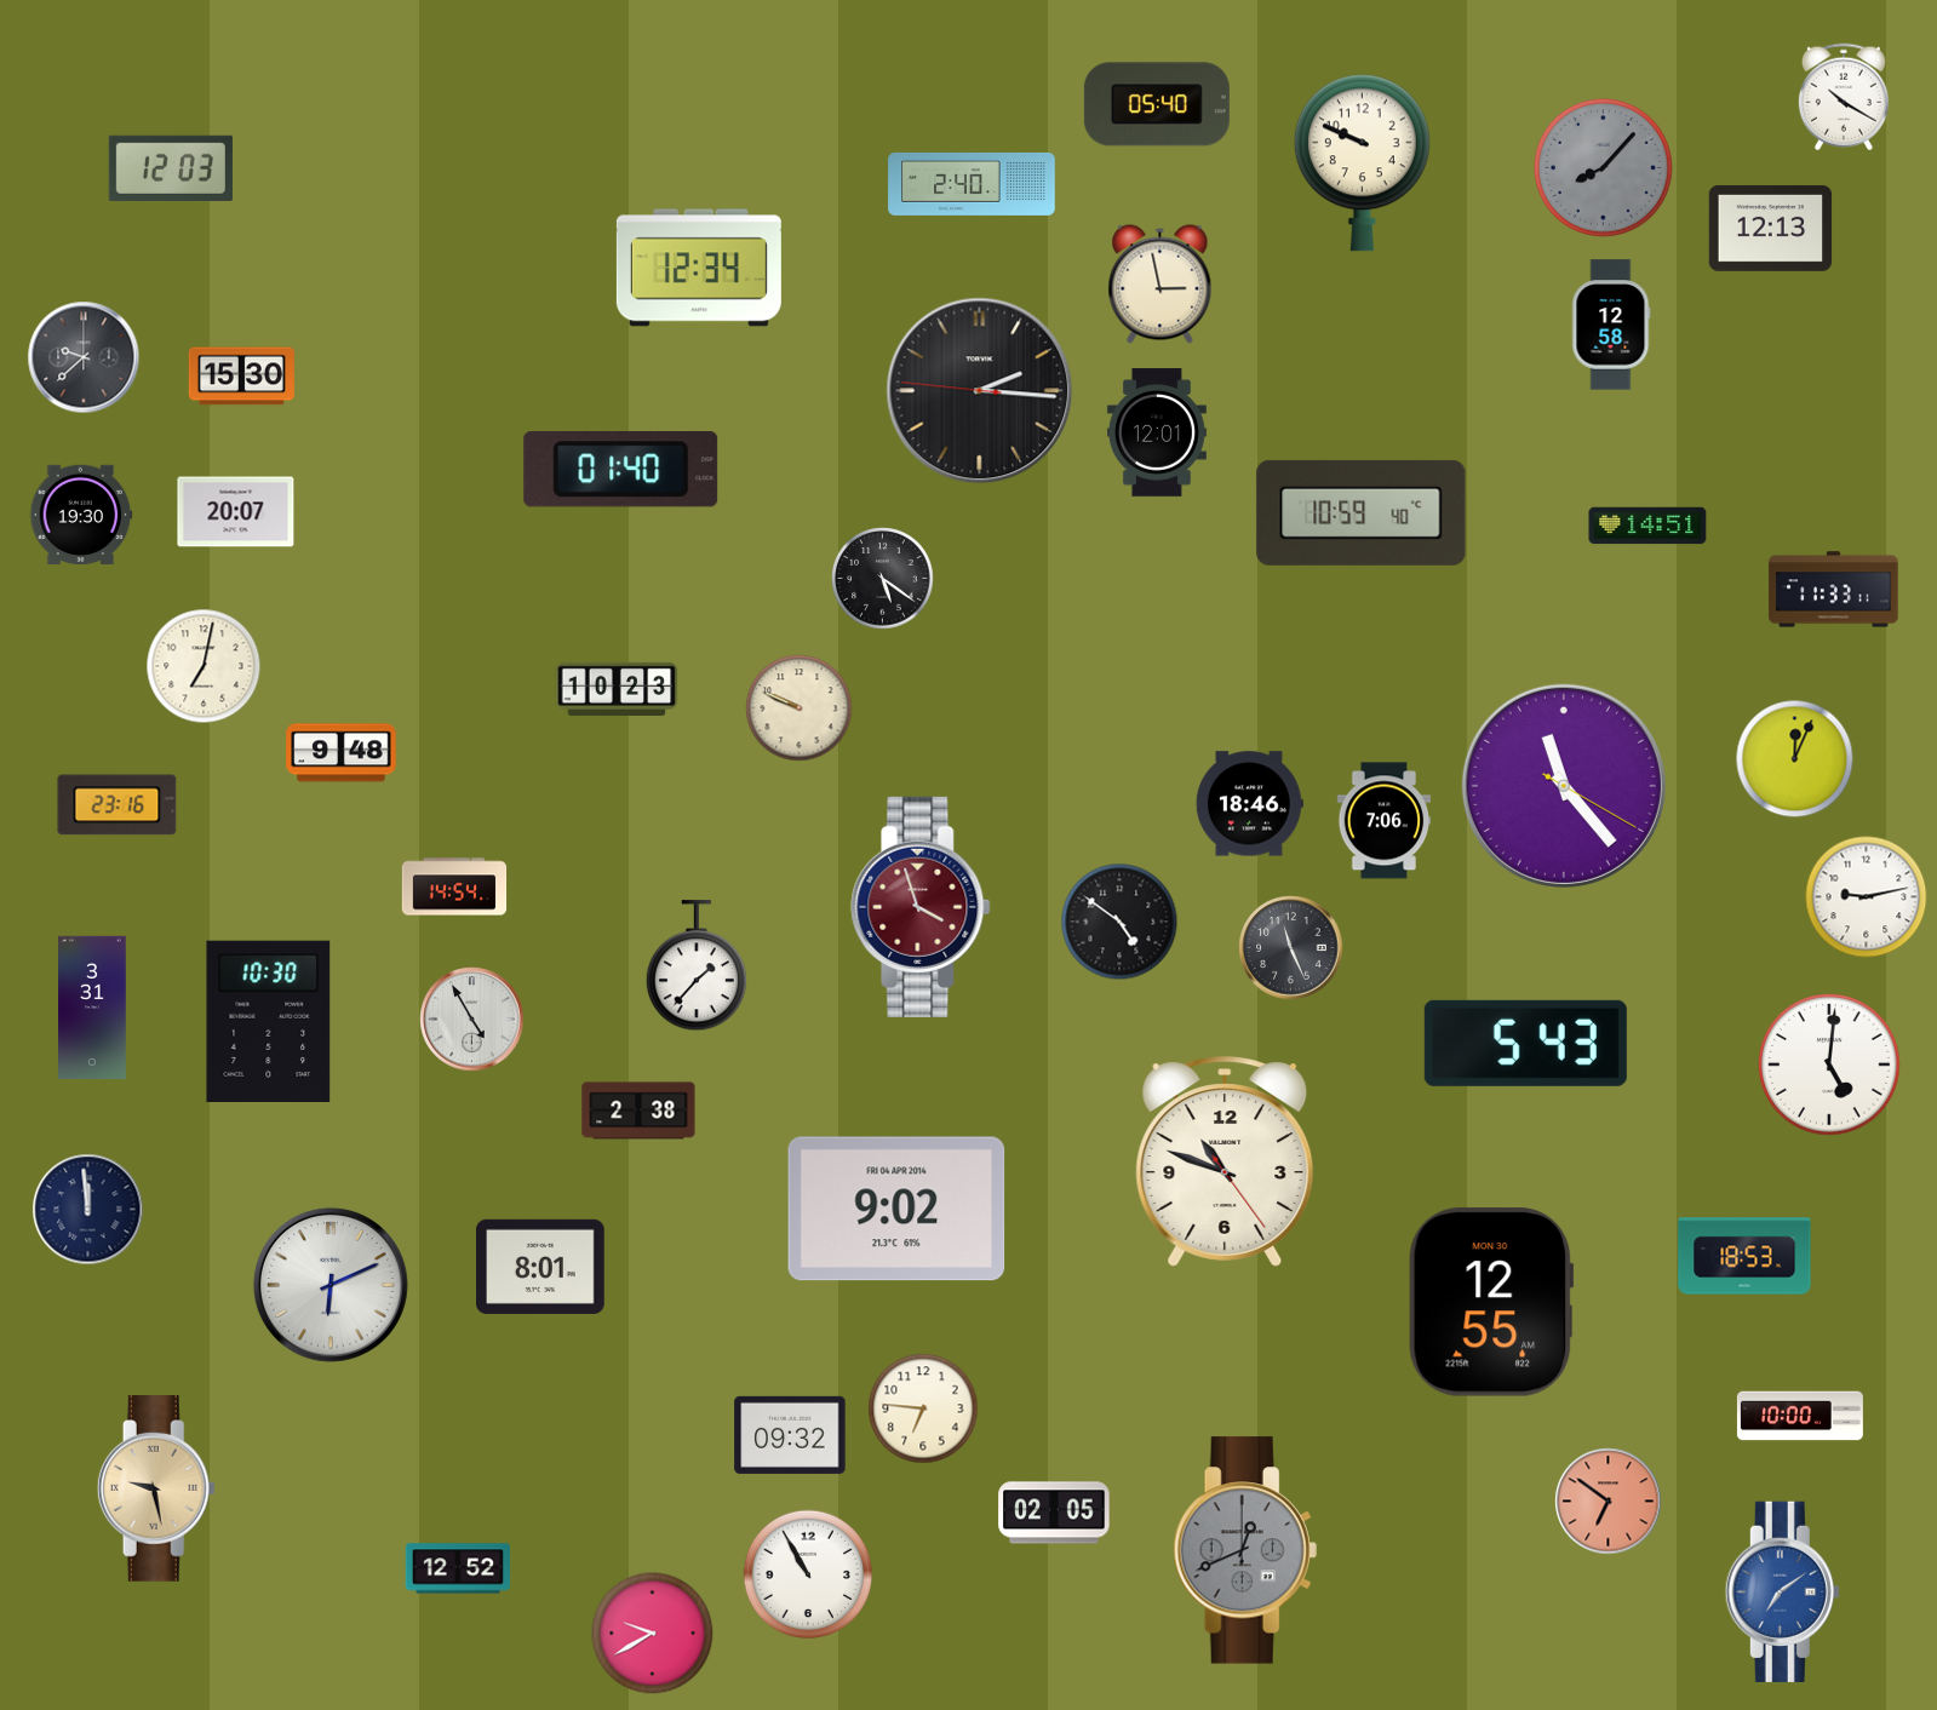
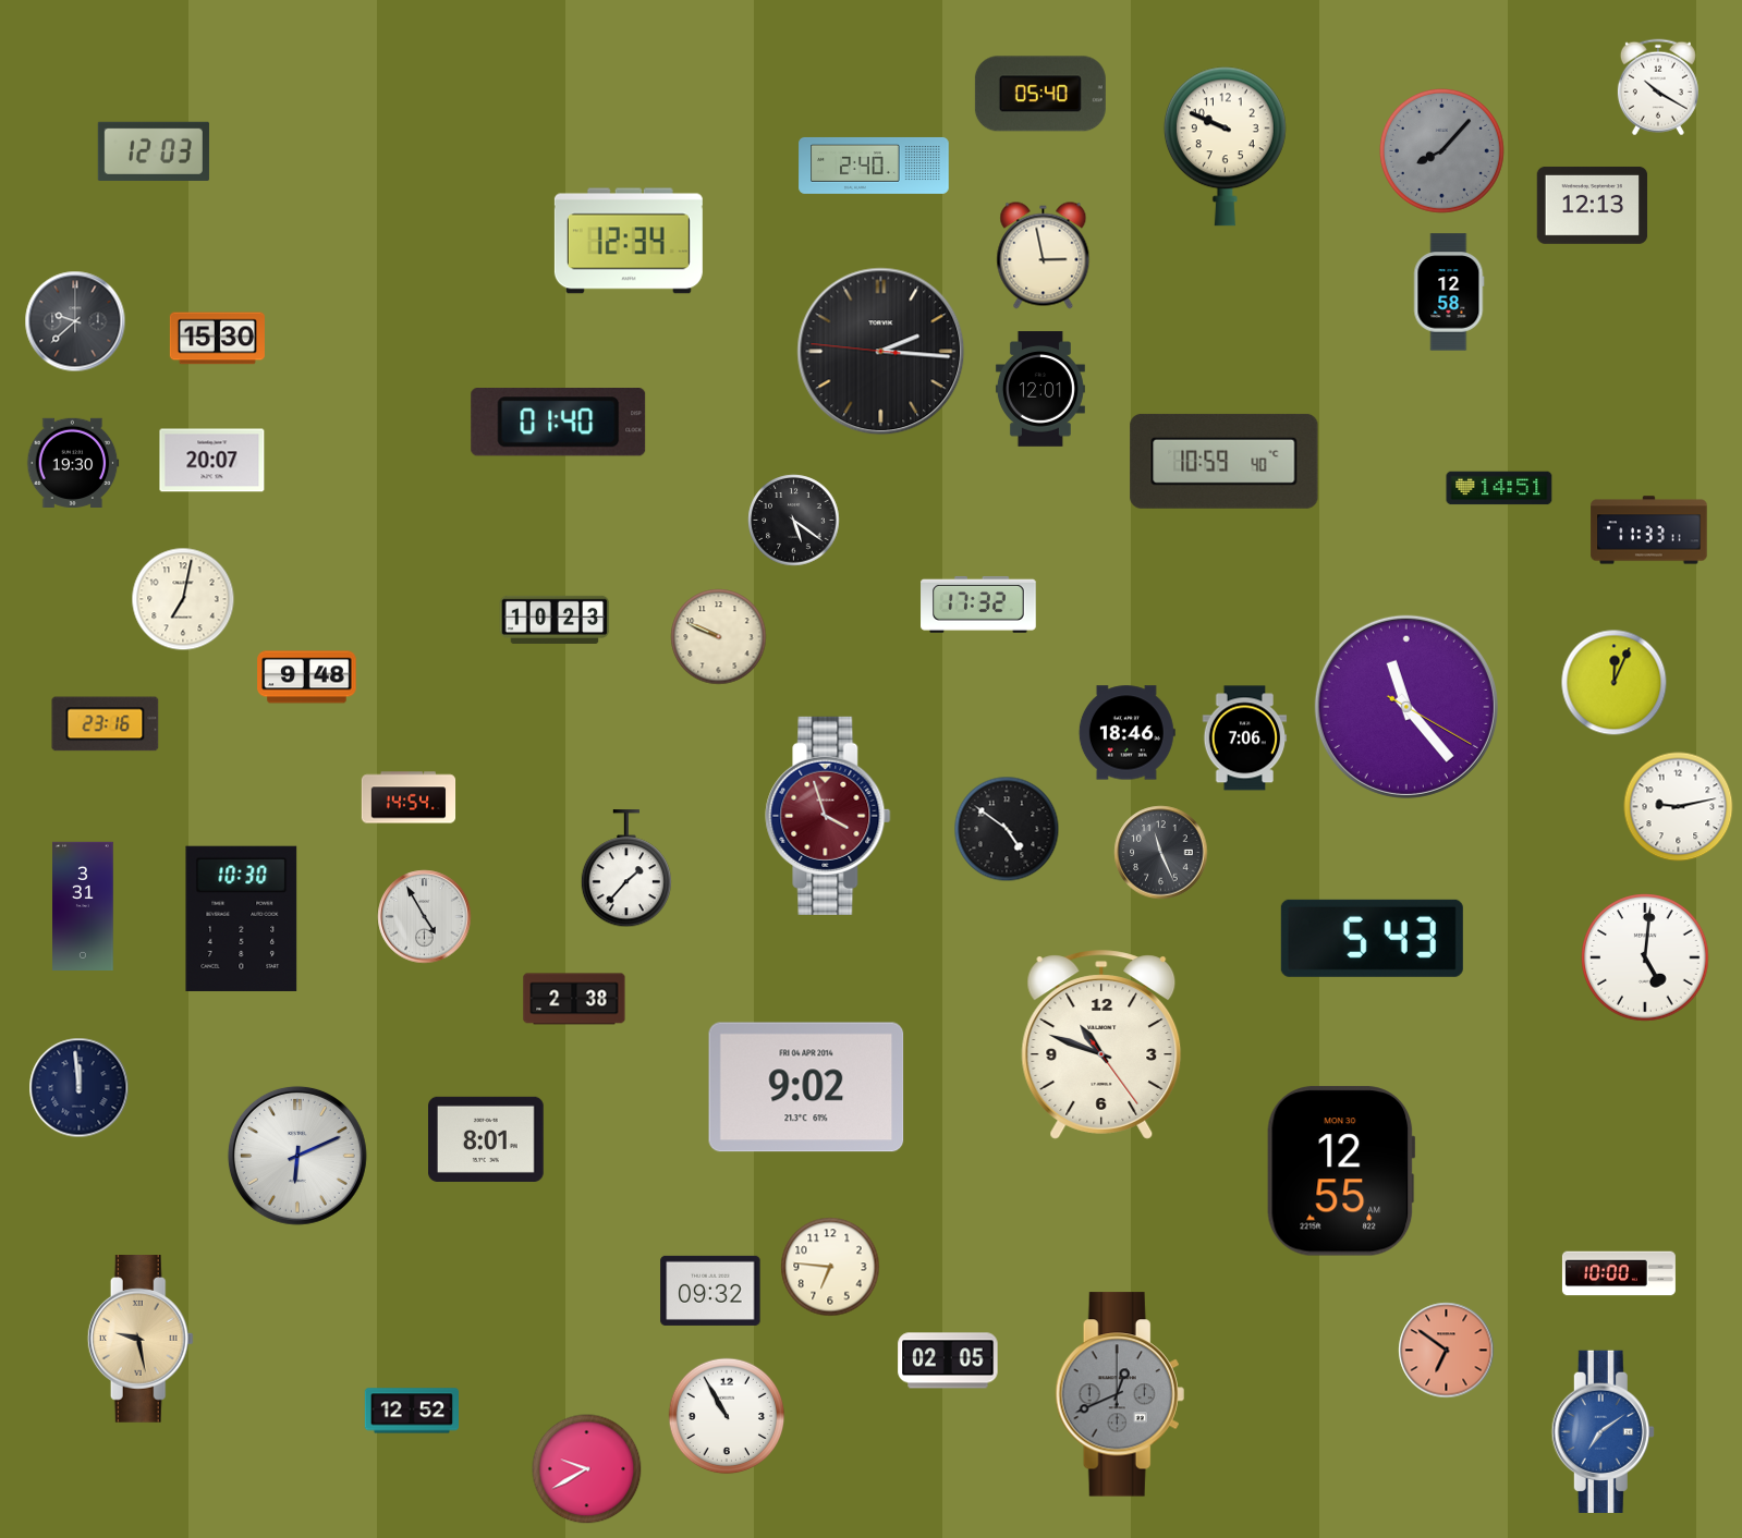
clock at (1647, 526) position: (1647, 526) -> (1499, 488)
clock at (978, 605): none -> 17:32
clock at (1249, 804) position: (1249, 804) -> (1126, 733)
clock at (1744, 1256): 18:53 -> none
